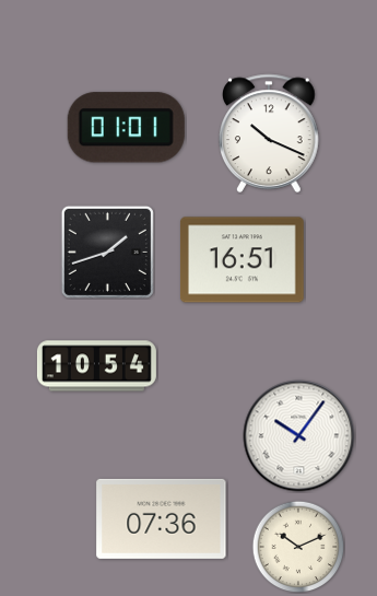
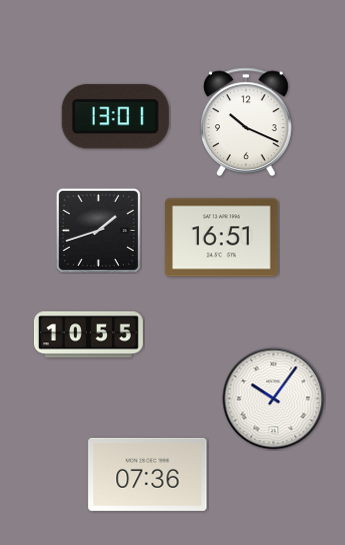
clock at (126, 128): 01:01 -> 13:01
clock at (96, 366): 10:54 -> 10:55
clock at (298, 547): 10:11 -> none
